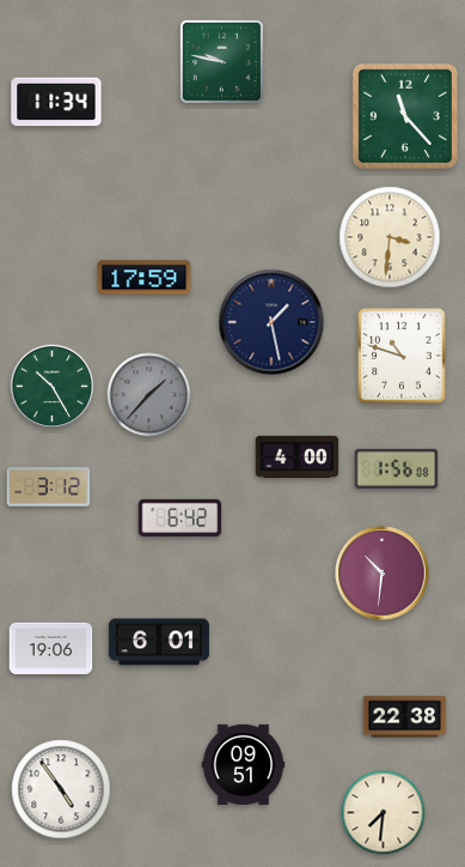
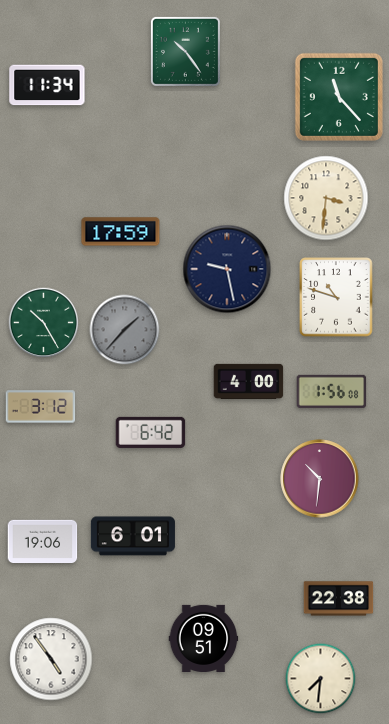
clock at (221, 61): 9:47 -> 10:24
clock at (271, 322): 1:28 -> 9:28
